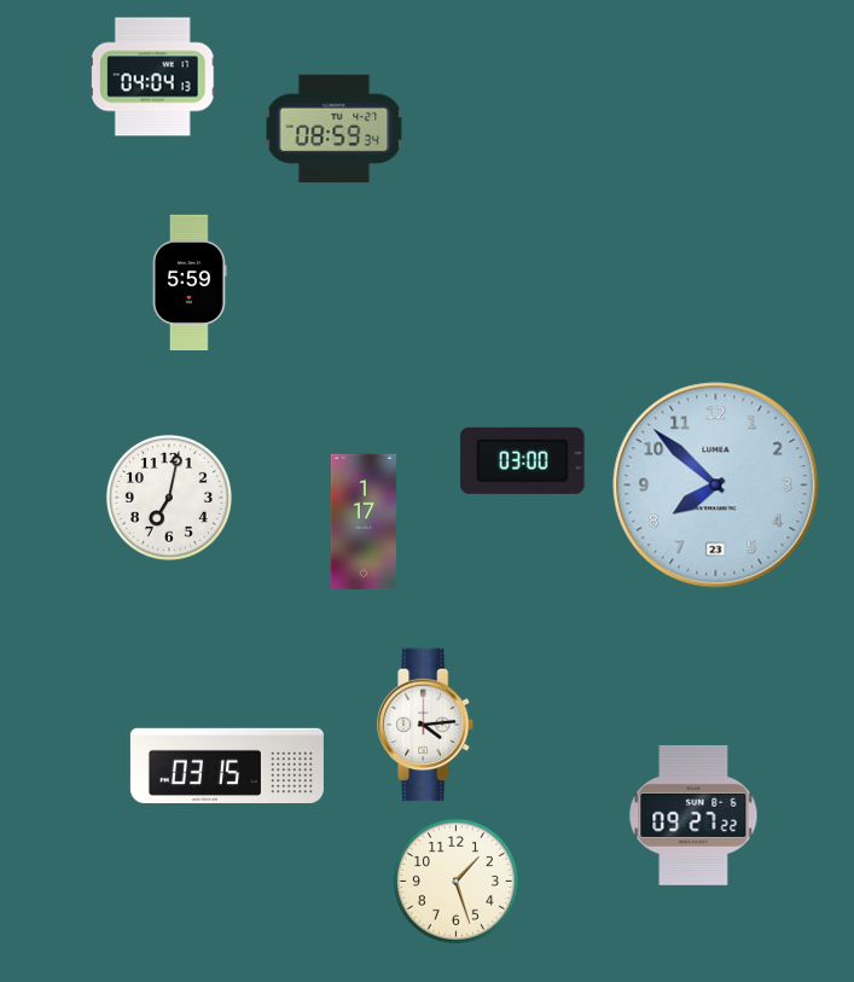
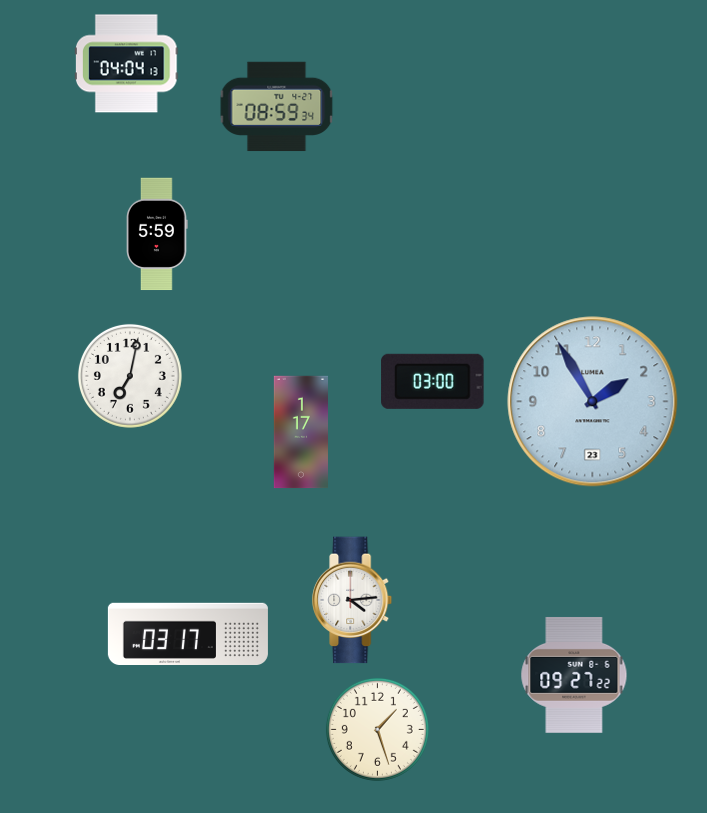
clock at (716, 486): 7:52 -> 1:55
clock at (169, 498) position: (169, 498) -> (130, 376)
clock at (227, 765): 03:15 -> 03:17
